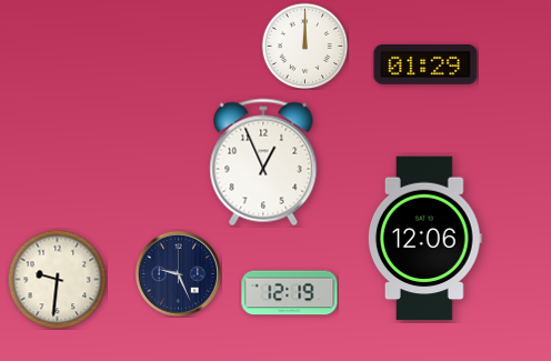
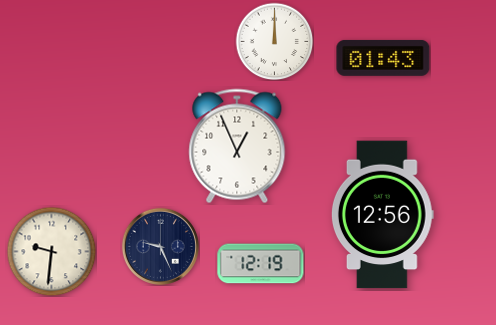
clock at (425, 64): 01:29 -> 01:43
clock at (424, 239): 12:06 -> 12:56
